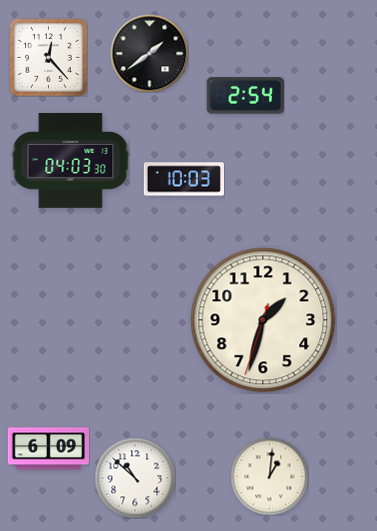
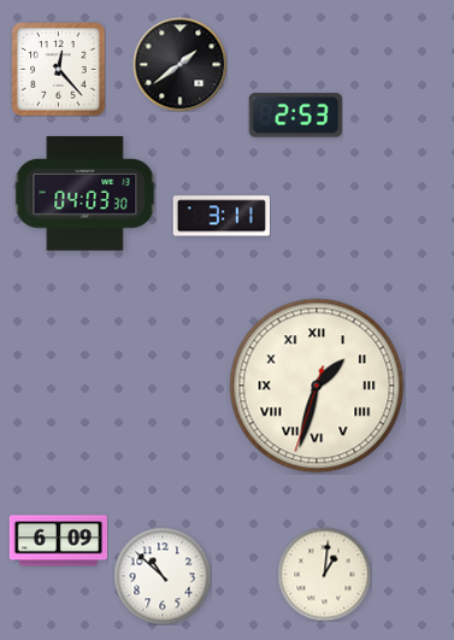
clock at (245, 96): 2:54 -> 2:53
clock at (183, 179): 10:03 -> 3:11
clock at (263, 320) numerals: Arabic -> Roman
